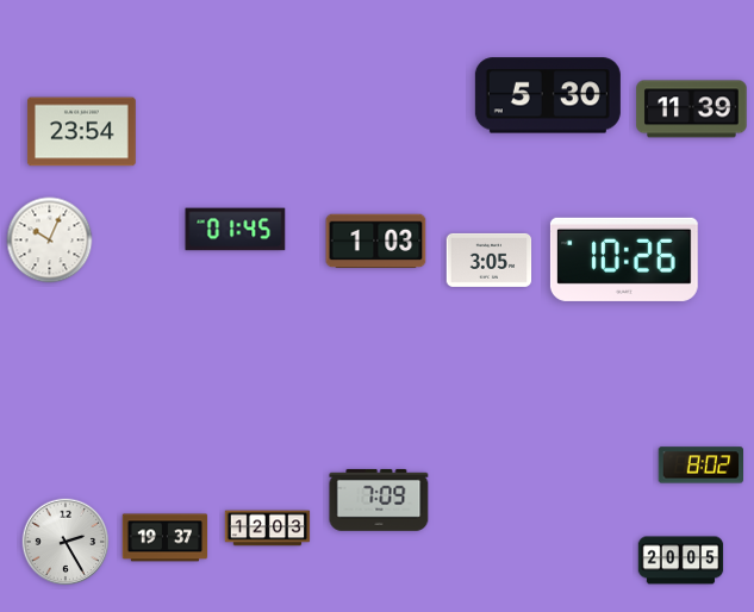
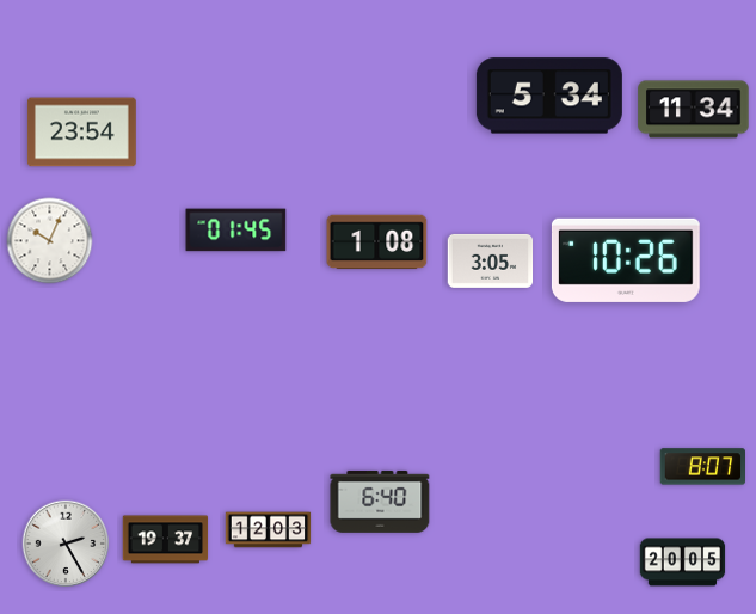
clock at (548, 95): 5:30 -> 5:34
clock at (692, 110): 11:39 -> 11:34
clock at (376, 242): 1:03 -> 1:08
clock at (700, 466): 8:02 -> 8:07
clock at (379, 500): 7:09 -> 6:40
